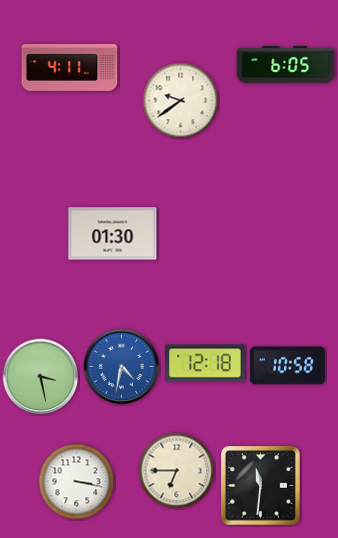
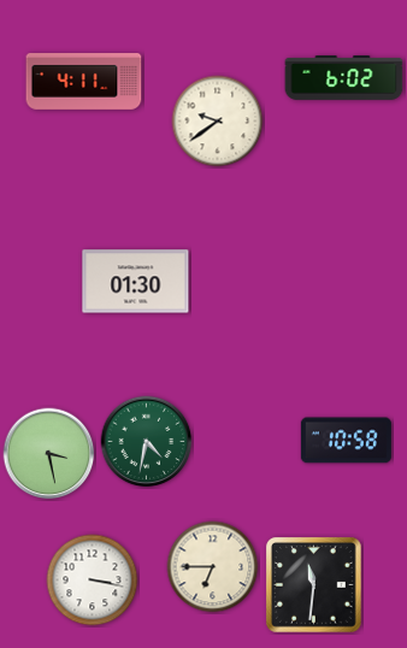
clock at (286, 65): 6:05 -> 6:02
clock at (205, 363): 12:18 -> none
clock at (122, 367) dial: blue -> green
